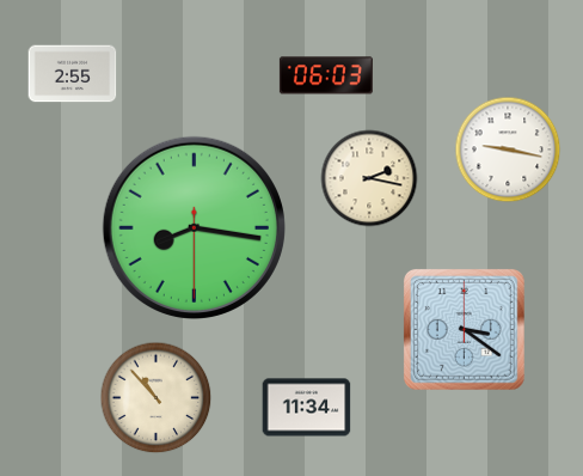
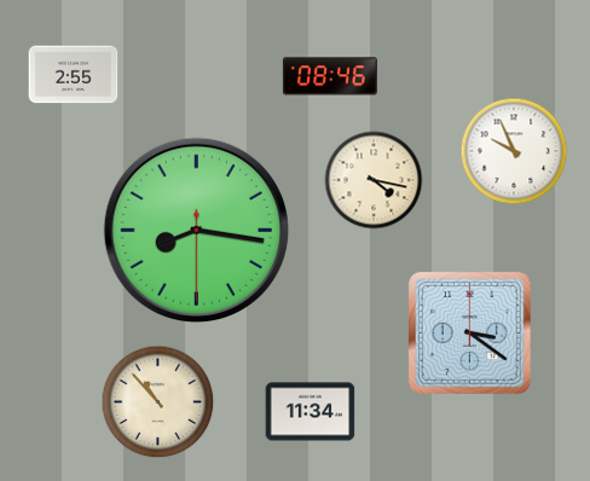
clock at (326, 75): 06:03 -> 08:46
clock at (508, 149): 9:17 -> 9:56
clock at (369, 178): 2:17 -> 4:17
